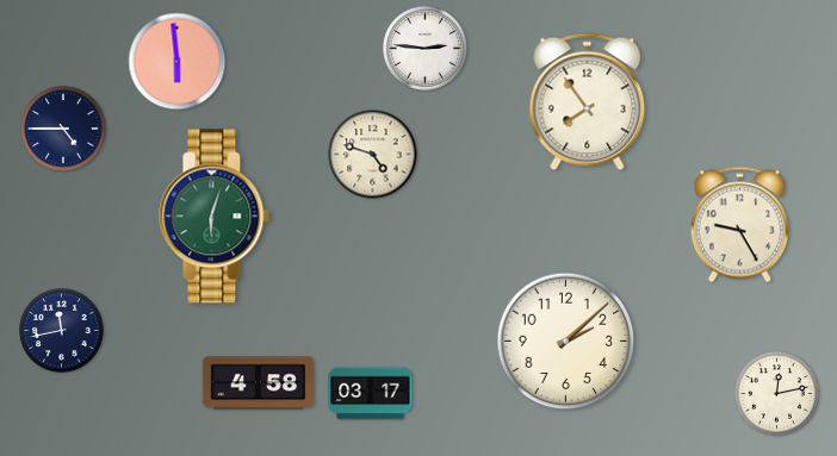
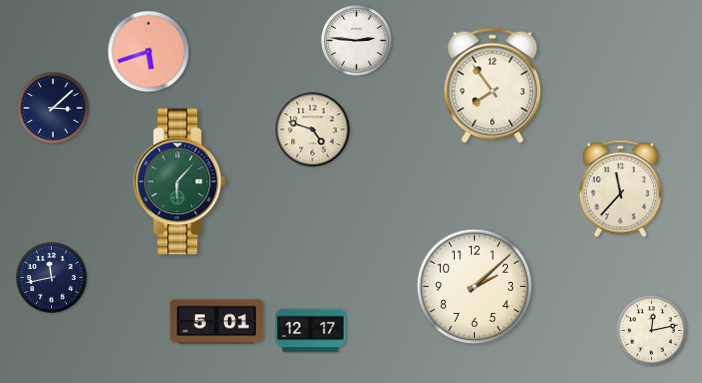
clock at (178, 62): 5:59 -> 5:42
clock at (63, 129): 4:45 -> 3:08
clock at (215, 217): 6:03 -> 6:07
clock at (739, 225): 9:25 -> 11:37
clock at (259, 383): 4:58 -> 5:01
clock at (371, 394): 03:17 -> 12:17
